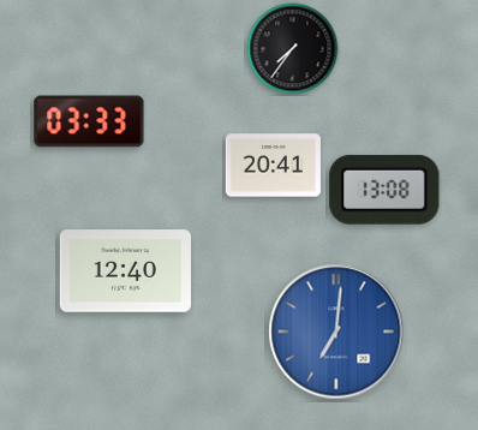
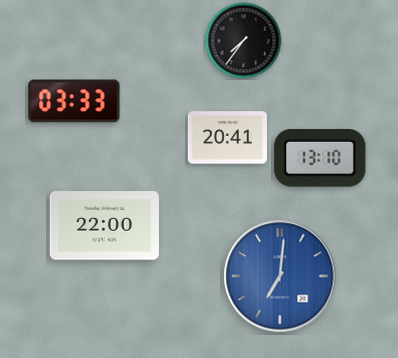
clock at (384, 190): 13:08 -> 13:10
clock at (125, 271): 12:40 -> 22:00
